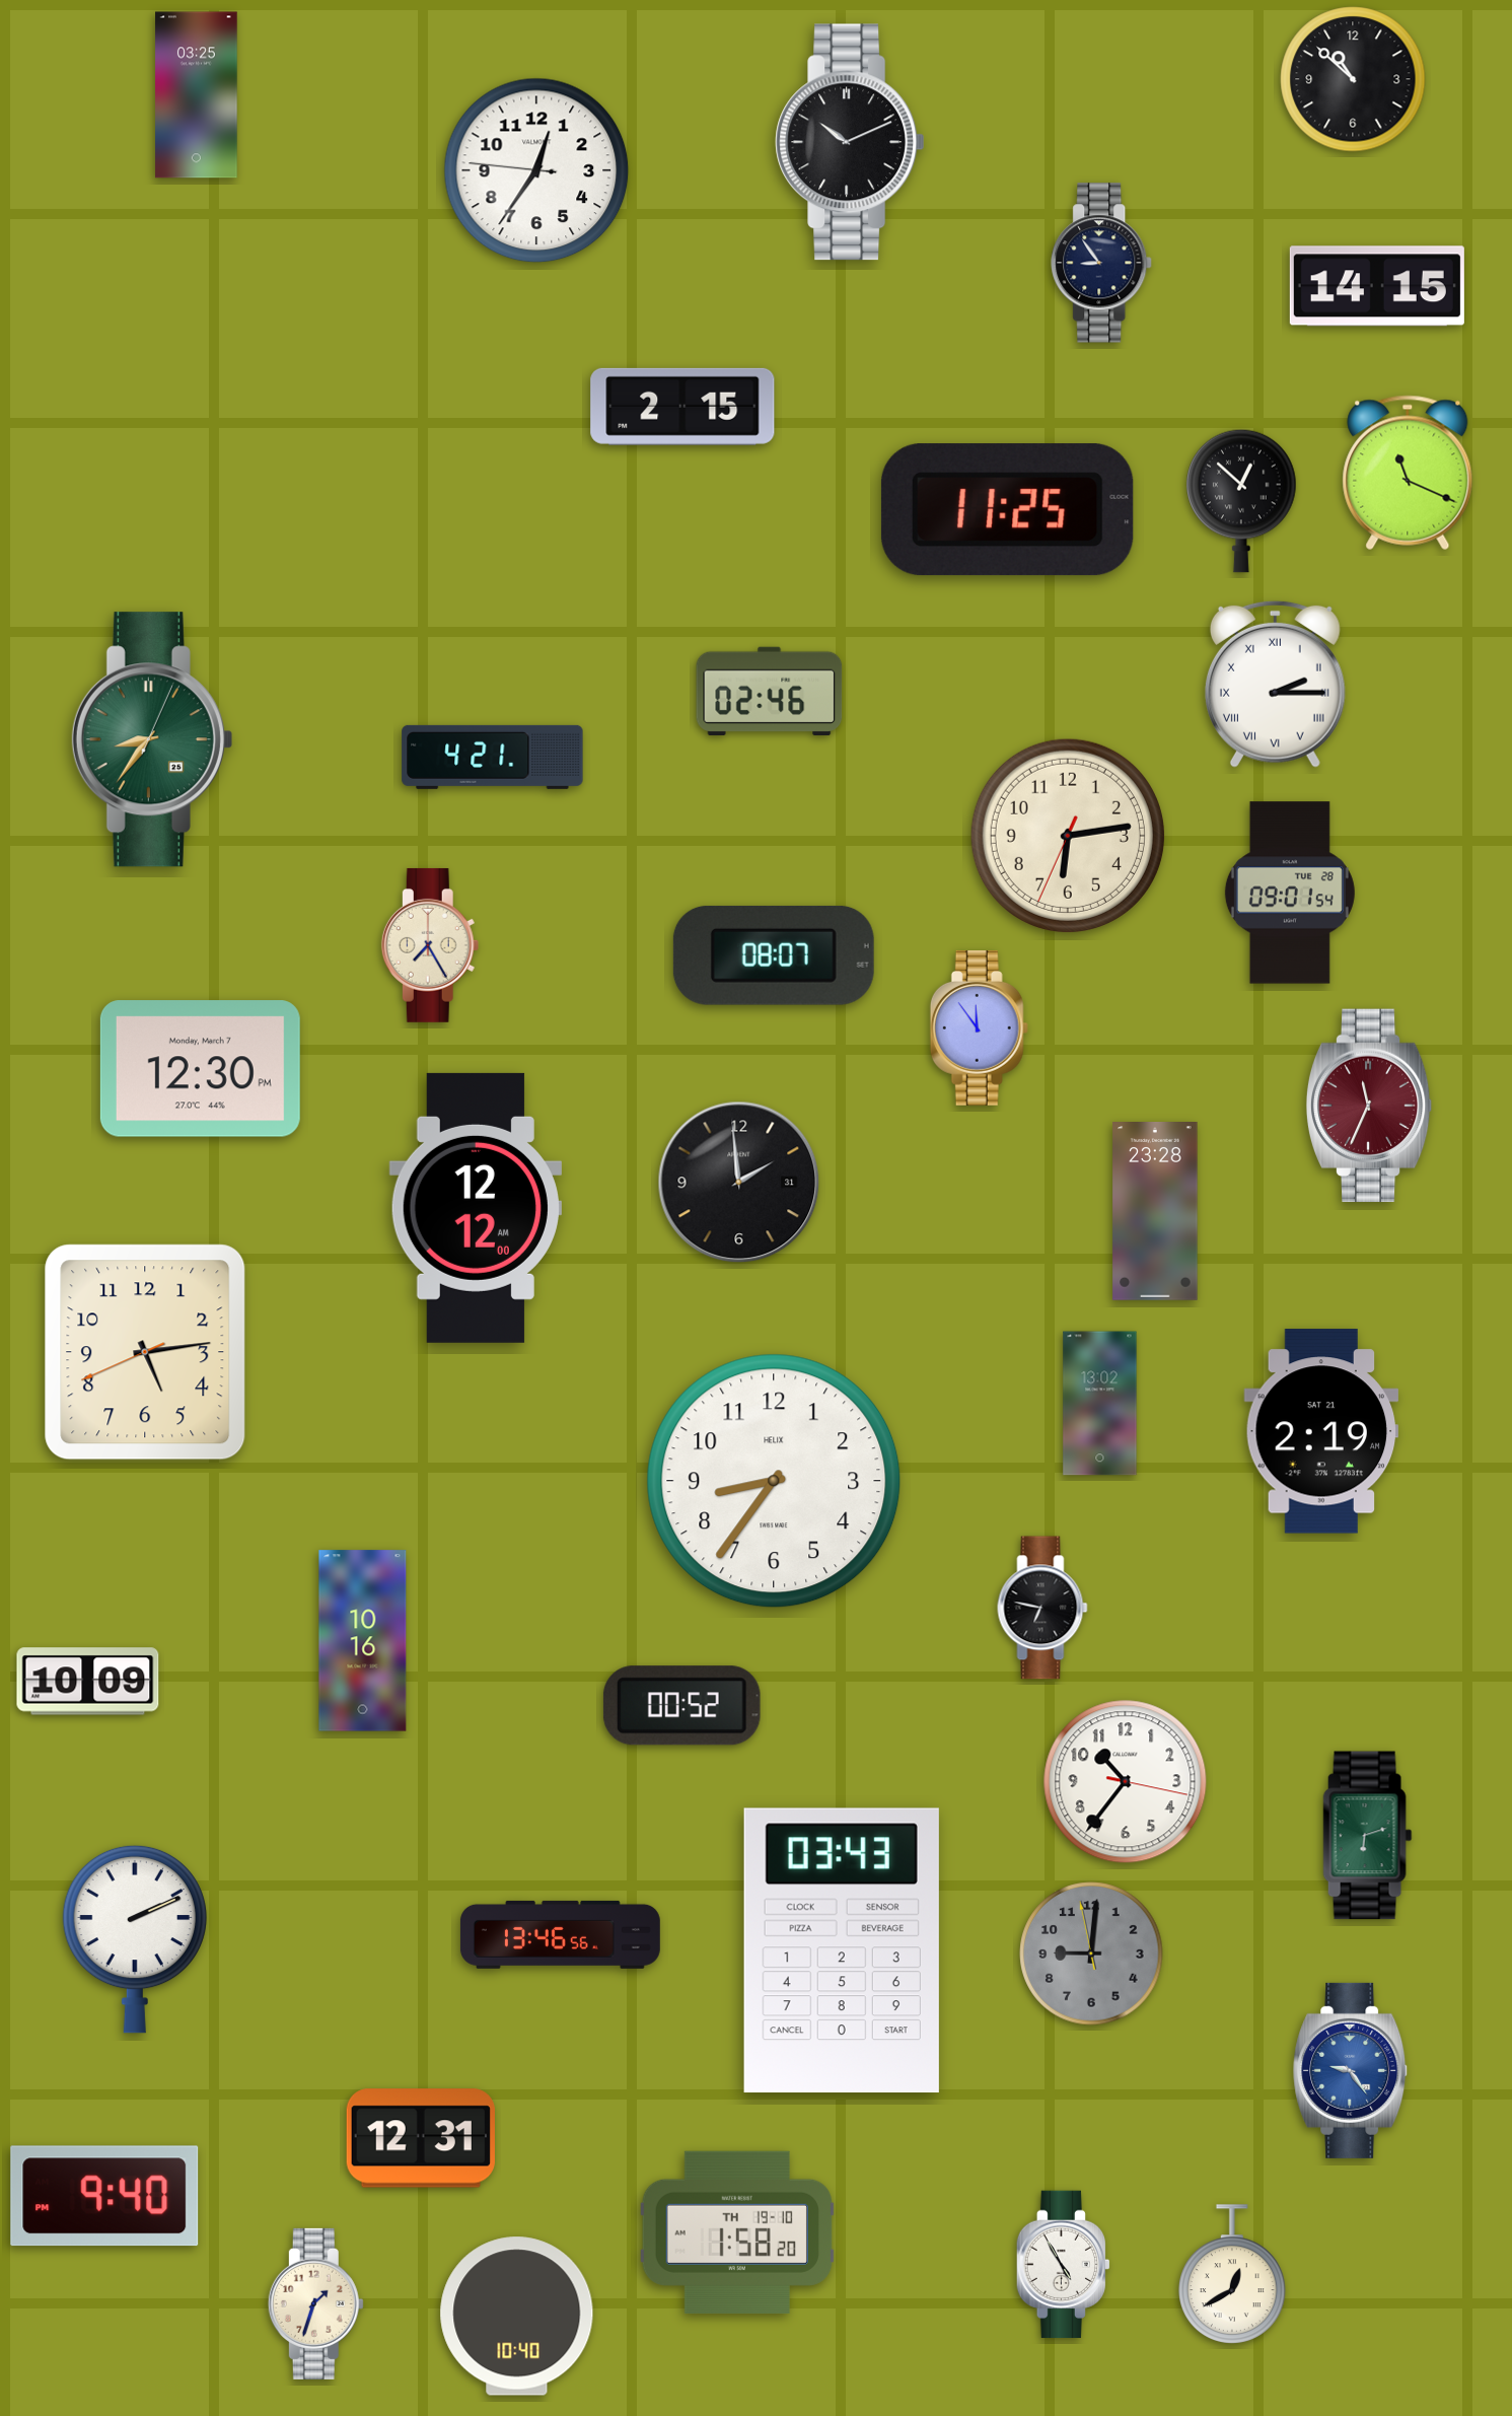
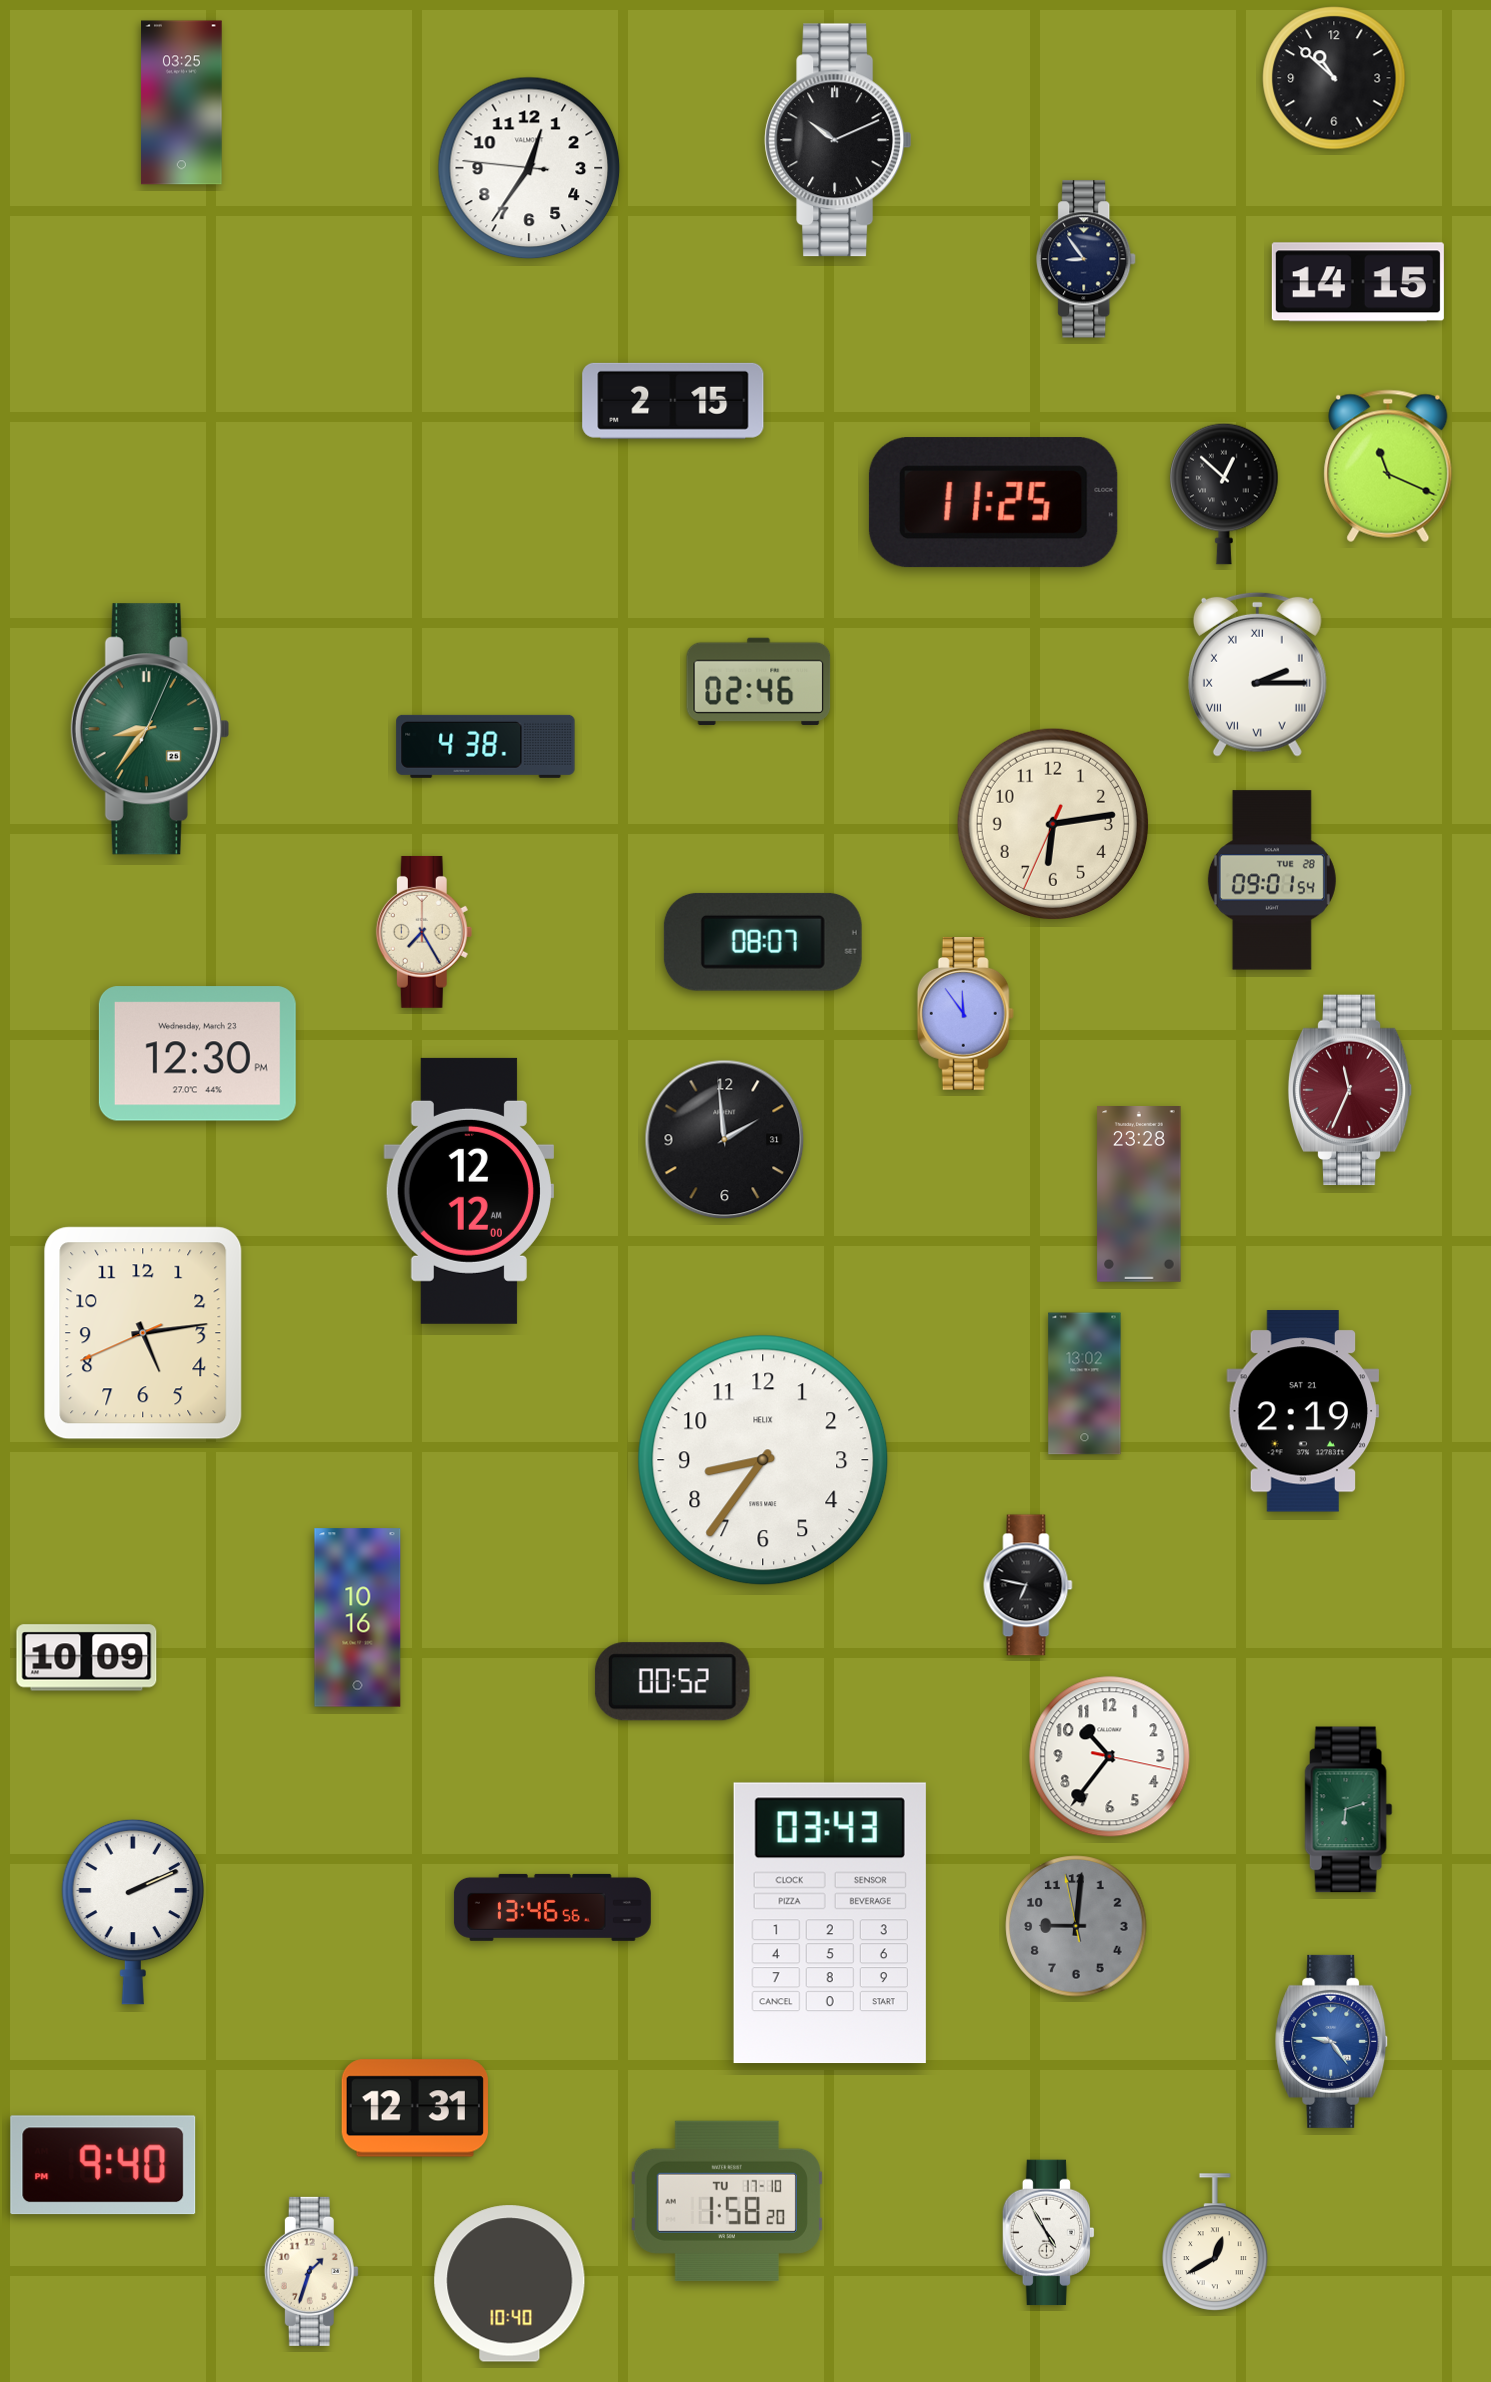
clock at (197, 95) position: (197, 95) -> (182, 103)
clock at (493, 757): 4:21 -> 4:38
clock at (200, 1069) date: Monday, March 7 -> Wednesday, March 23
clock at (739, 1183) position: (739, 1183) -> (725, 1140)
clock at (737, 2232) date: TH 19-10 -> TU 17-10
